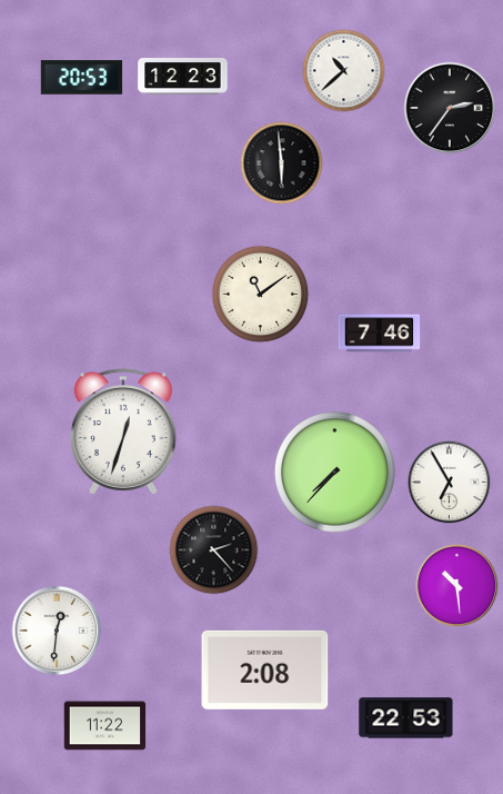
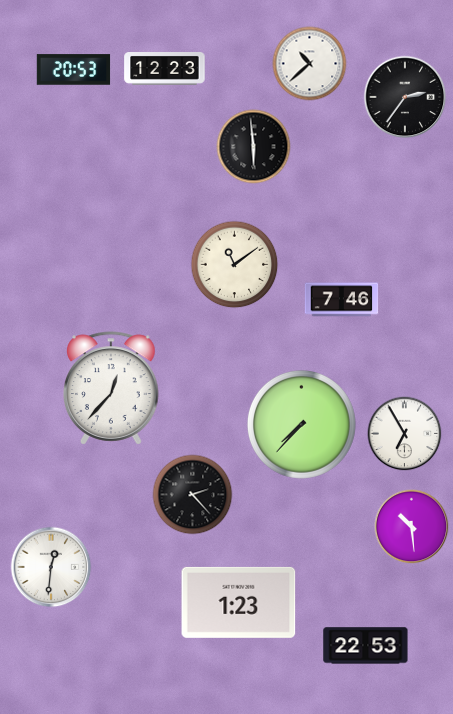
clock at (123, 431): 12:33 -> 12:37
clock at (265, 669): 2:08 -> 1:23
clock at (105, 726): 11:22 -> none
